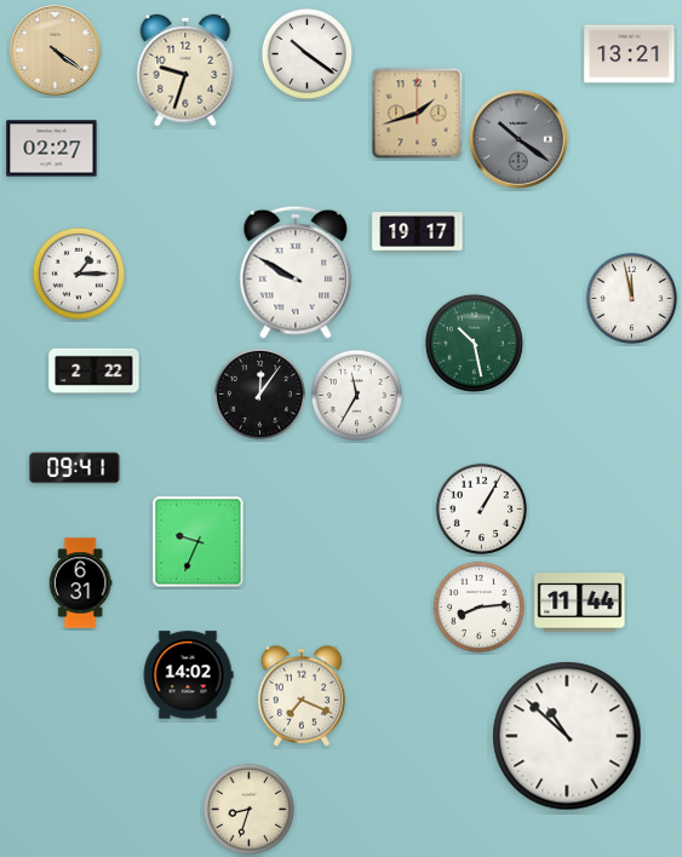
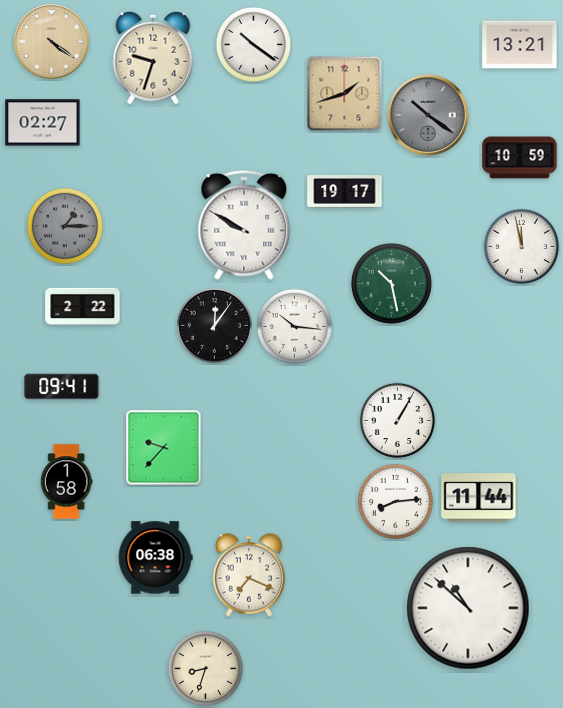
clock at (56, 51) position: (56, 51) -> (52, 42)
clock at (520, 158): none -> 10:59
clock at (79, 274) dial: white -> grey
clock at (94, 370) position: (94, 370) -> (83, 306)
clock at (356, 395): 11:35 -> 10:16
clock at (199, 542): 9:34 -> 9:37
clock at (80, 583): 6:31 -> 1:58
clock at (188, 675): 14:02 -> 06:38
